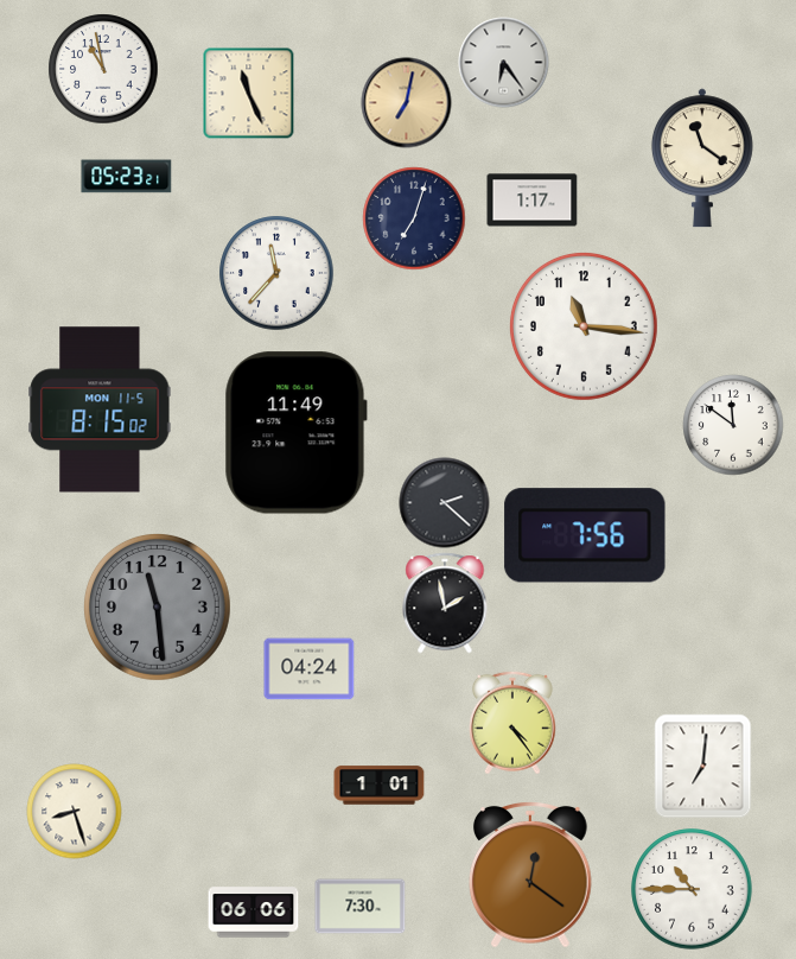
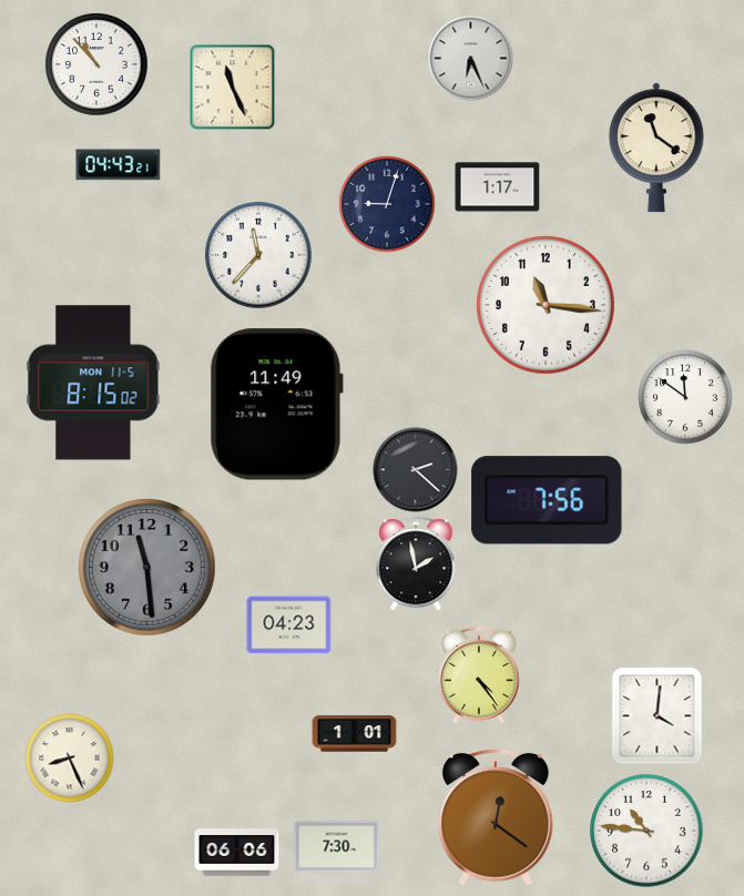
clock at (504, 63): 6:24 -> 6:26
clock at (103, 69): 10:58 -> 10:53
clock at (407, 103): 7:02 -> none
clock at (127, 177): 05:23 -> 04:43
clock at (414, 218): 7:03 -> 9:03
clock at (310, 669): 04:24 -> 04:23
clock at (703, 767): 7:01 -> 4:01
clock at (75, 812): 8:27 -> 8:26
clock at (692, 889): 10:45 -> 10:46
